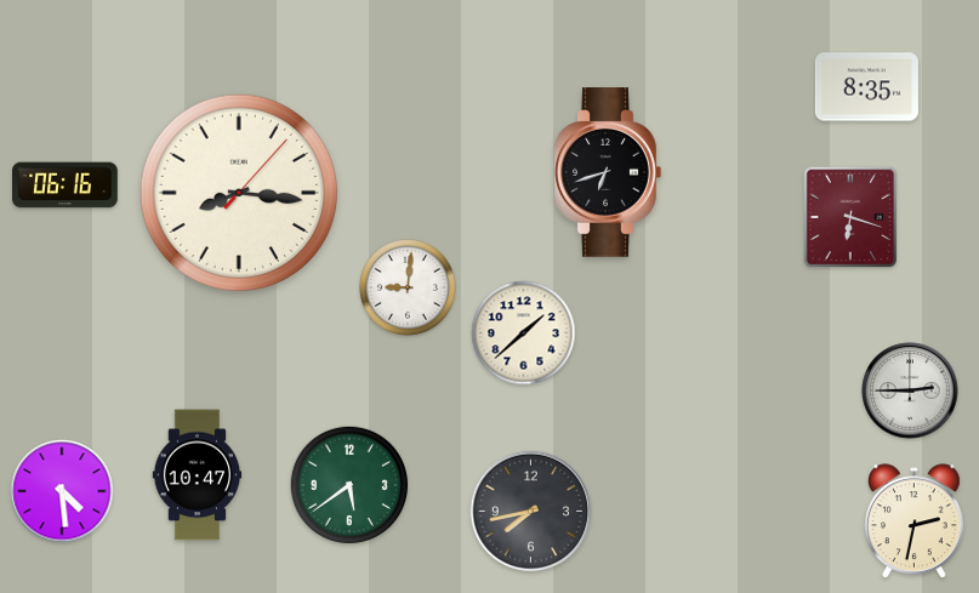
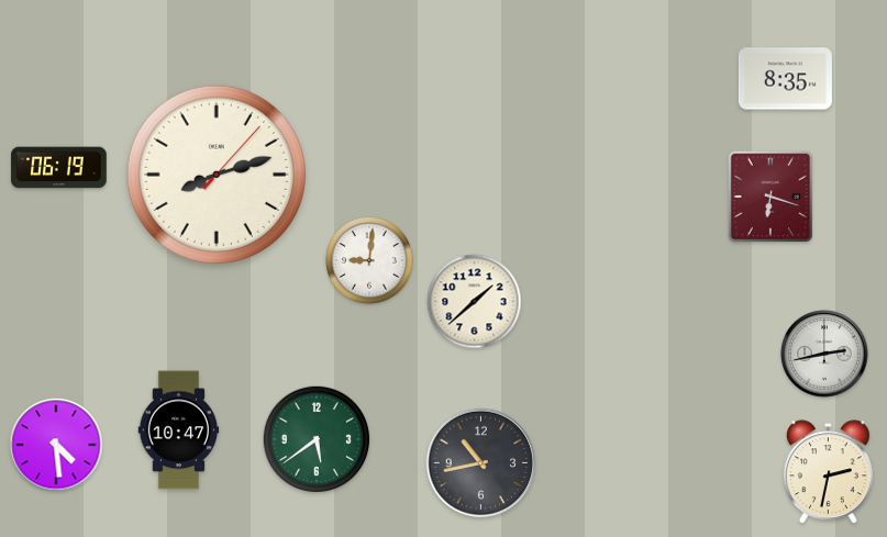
clock at (608, 172): 6:42 -> none
clock at (66, 186): 06:16 -> 06:19
clock at (239, 193): 8:16 -> 8:12
clock at (910, 390): 2:45 -> 2:43
clock at (531, 512): 7:43 -> 10:43
